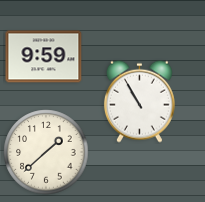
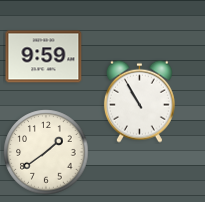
clock at (46, 152): 1:38 -> 1:39
